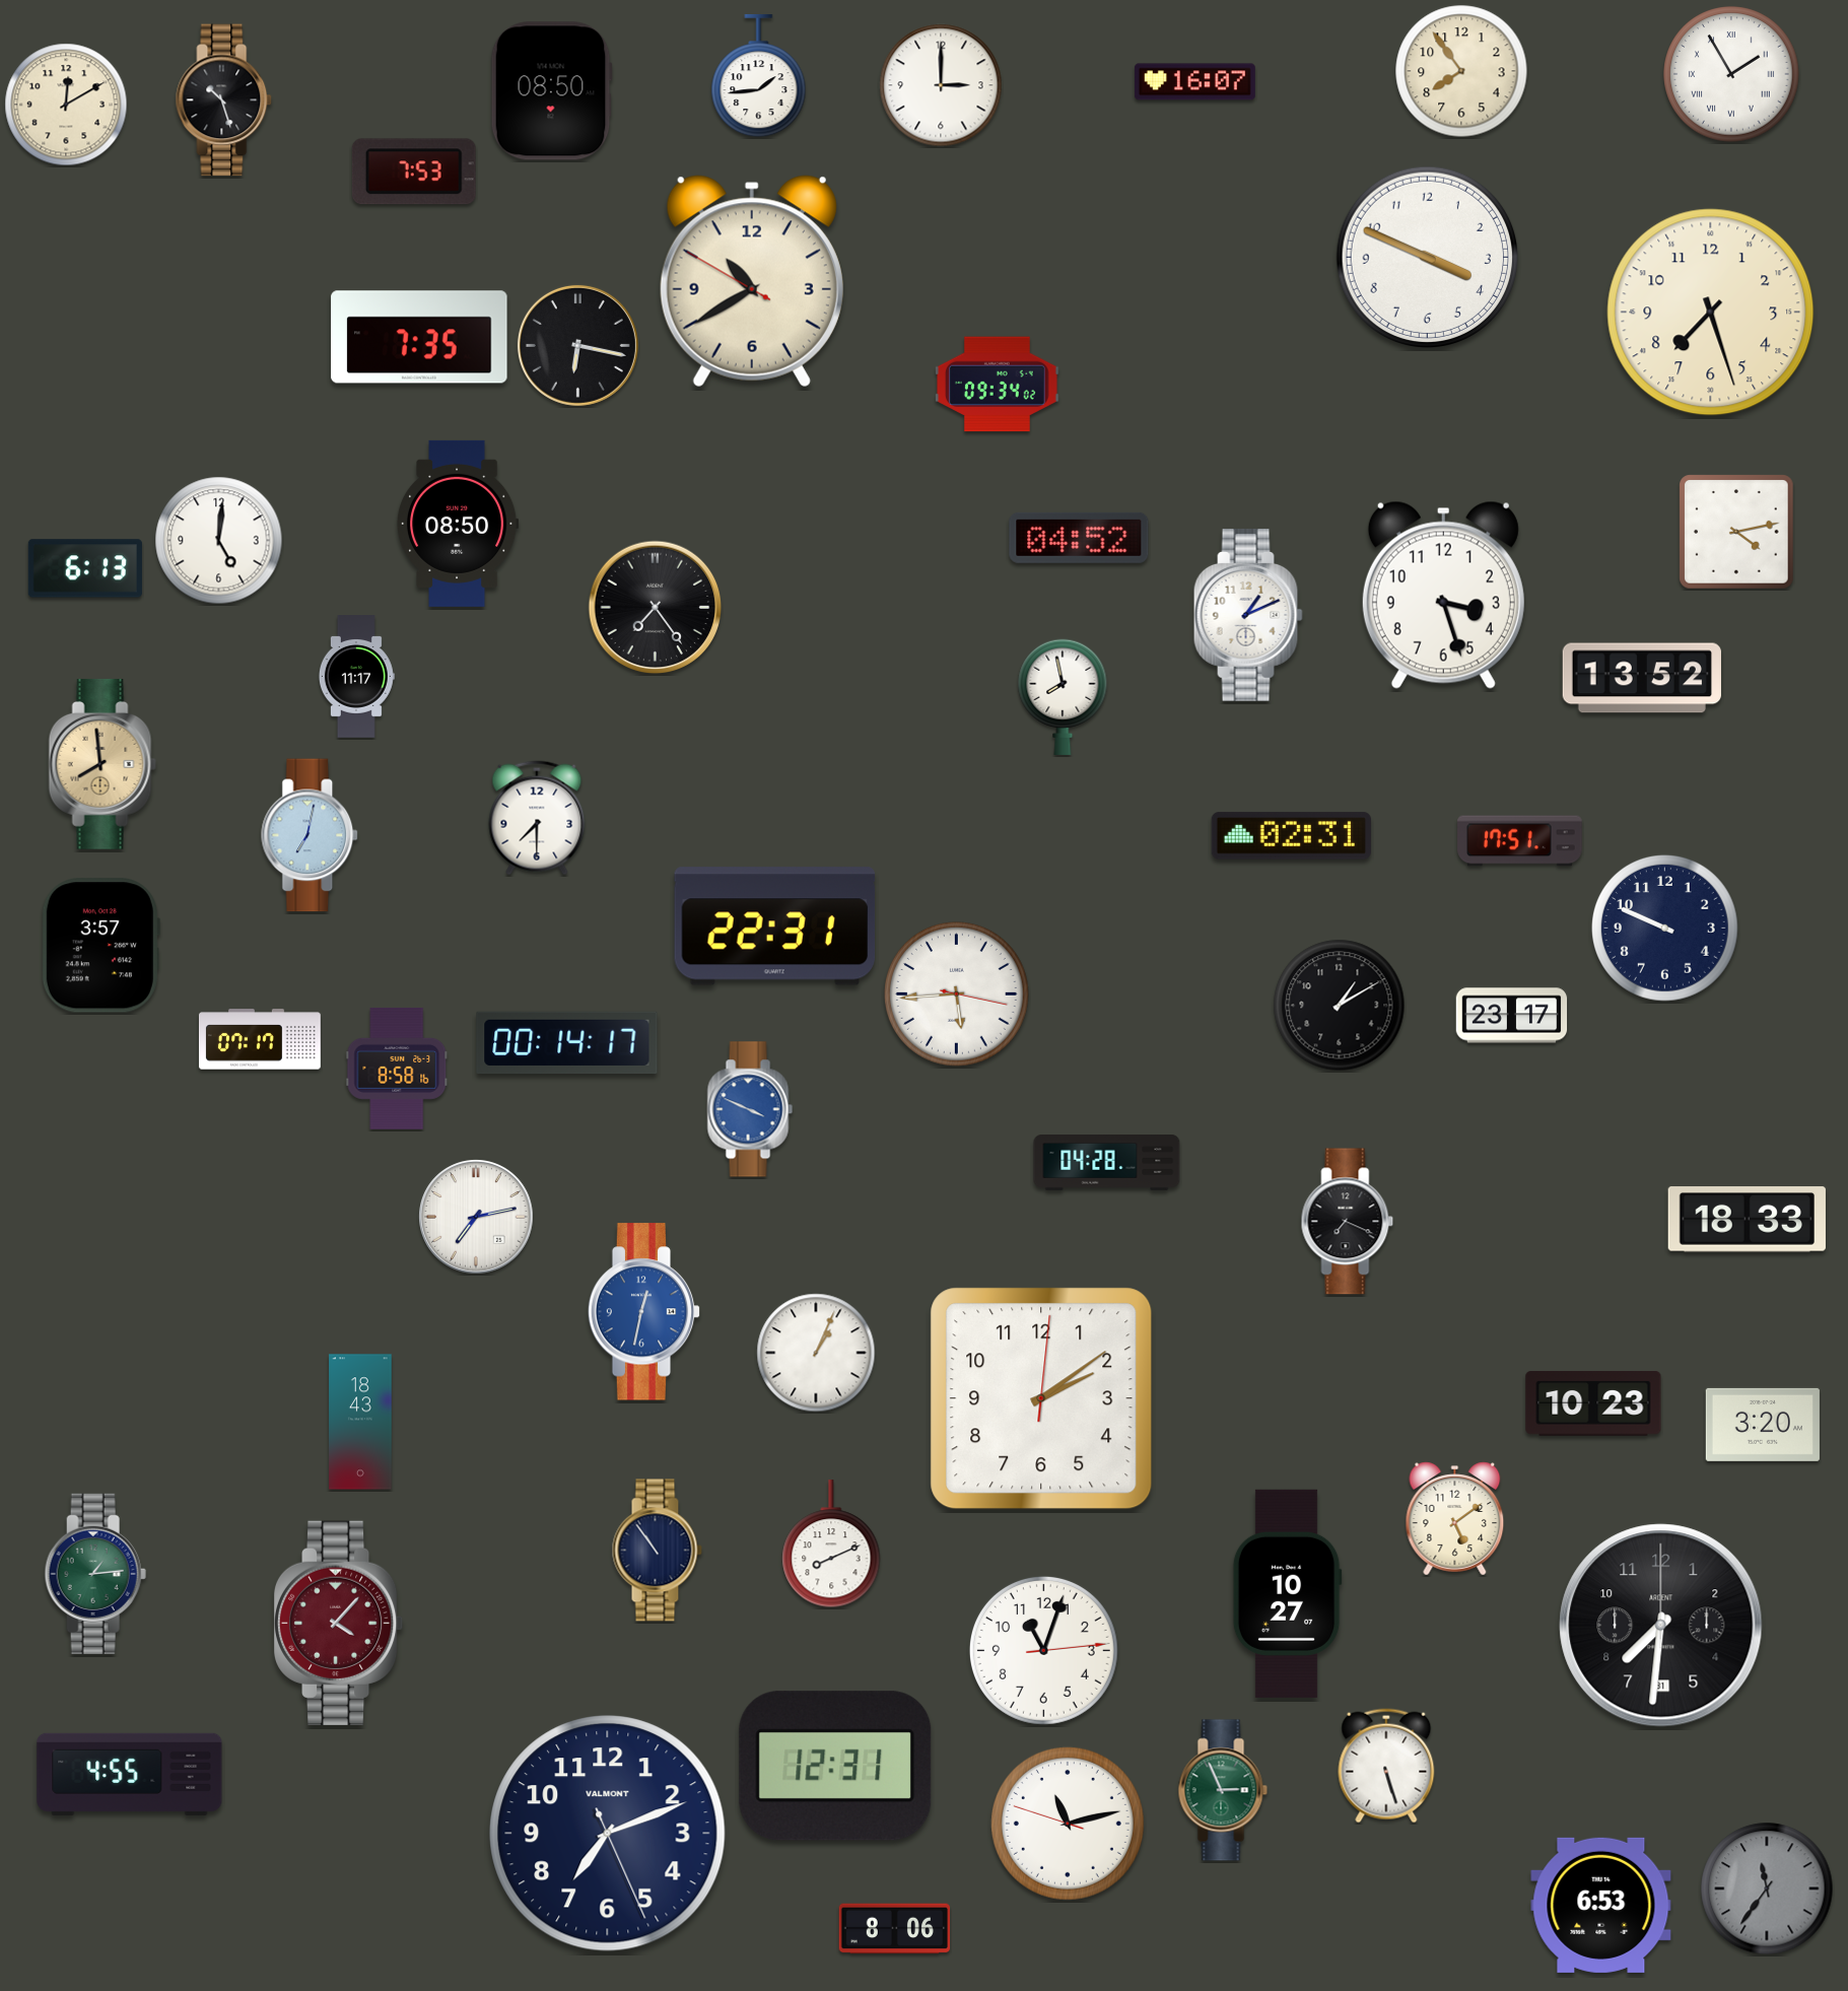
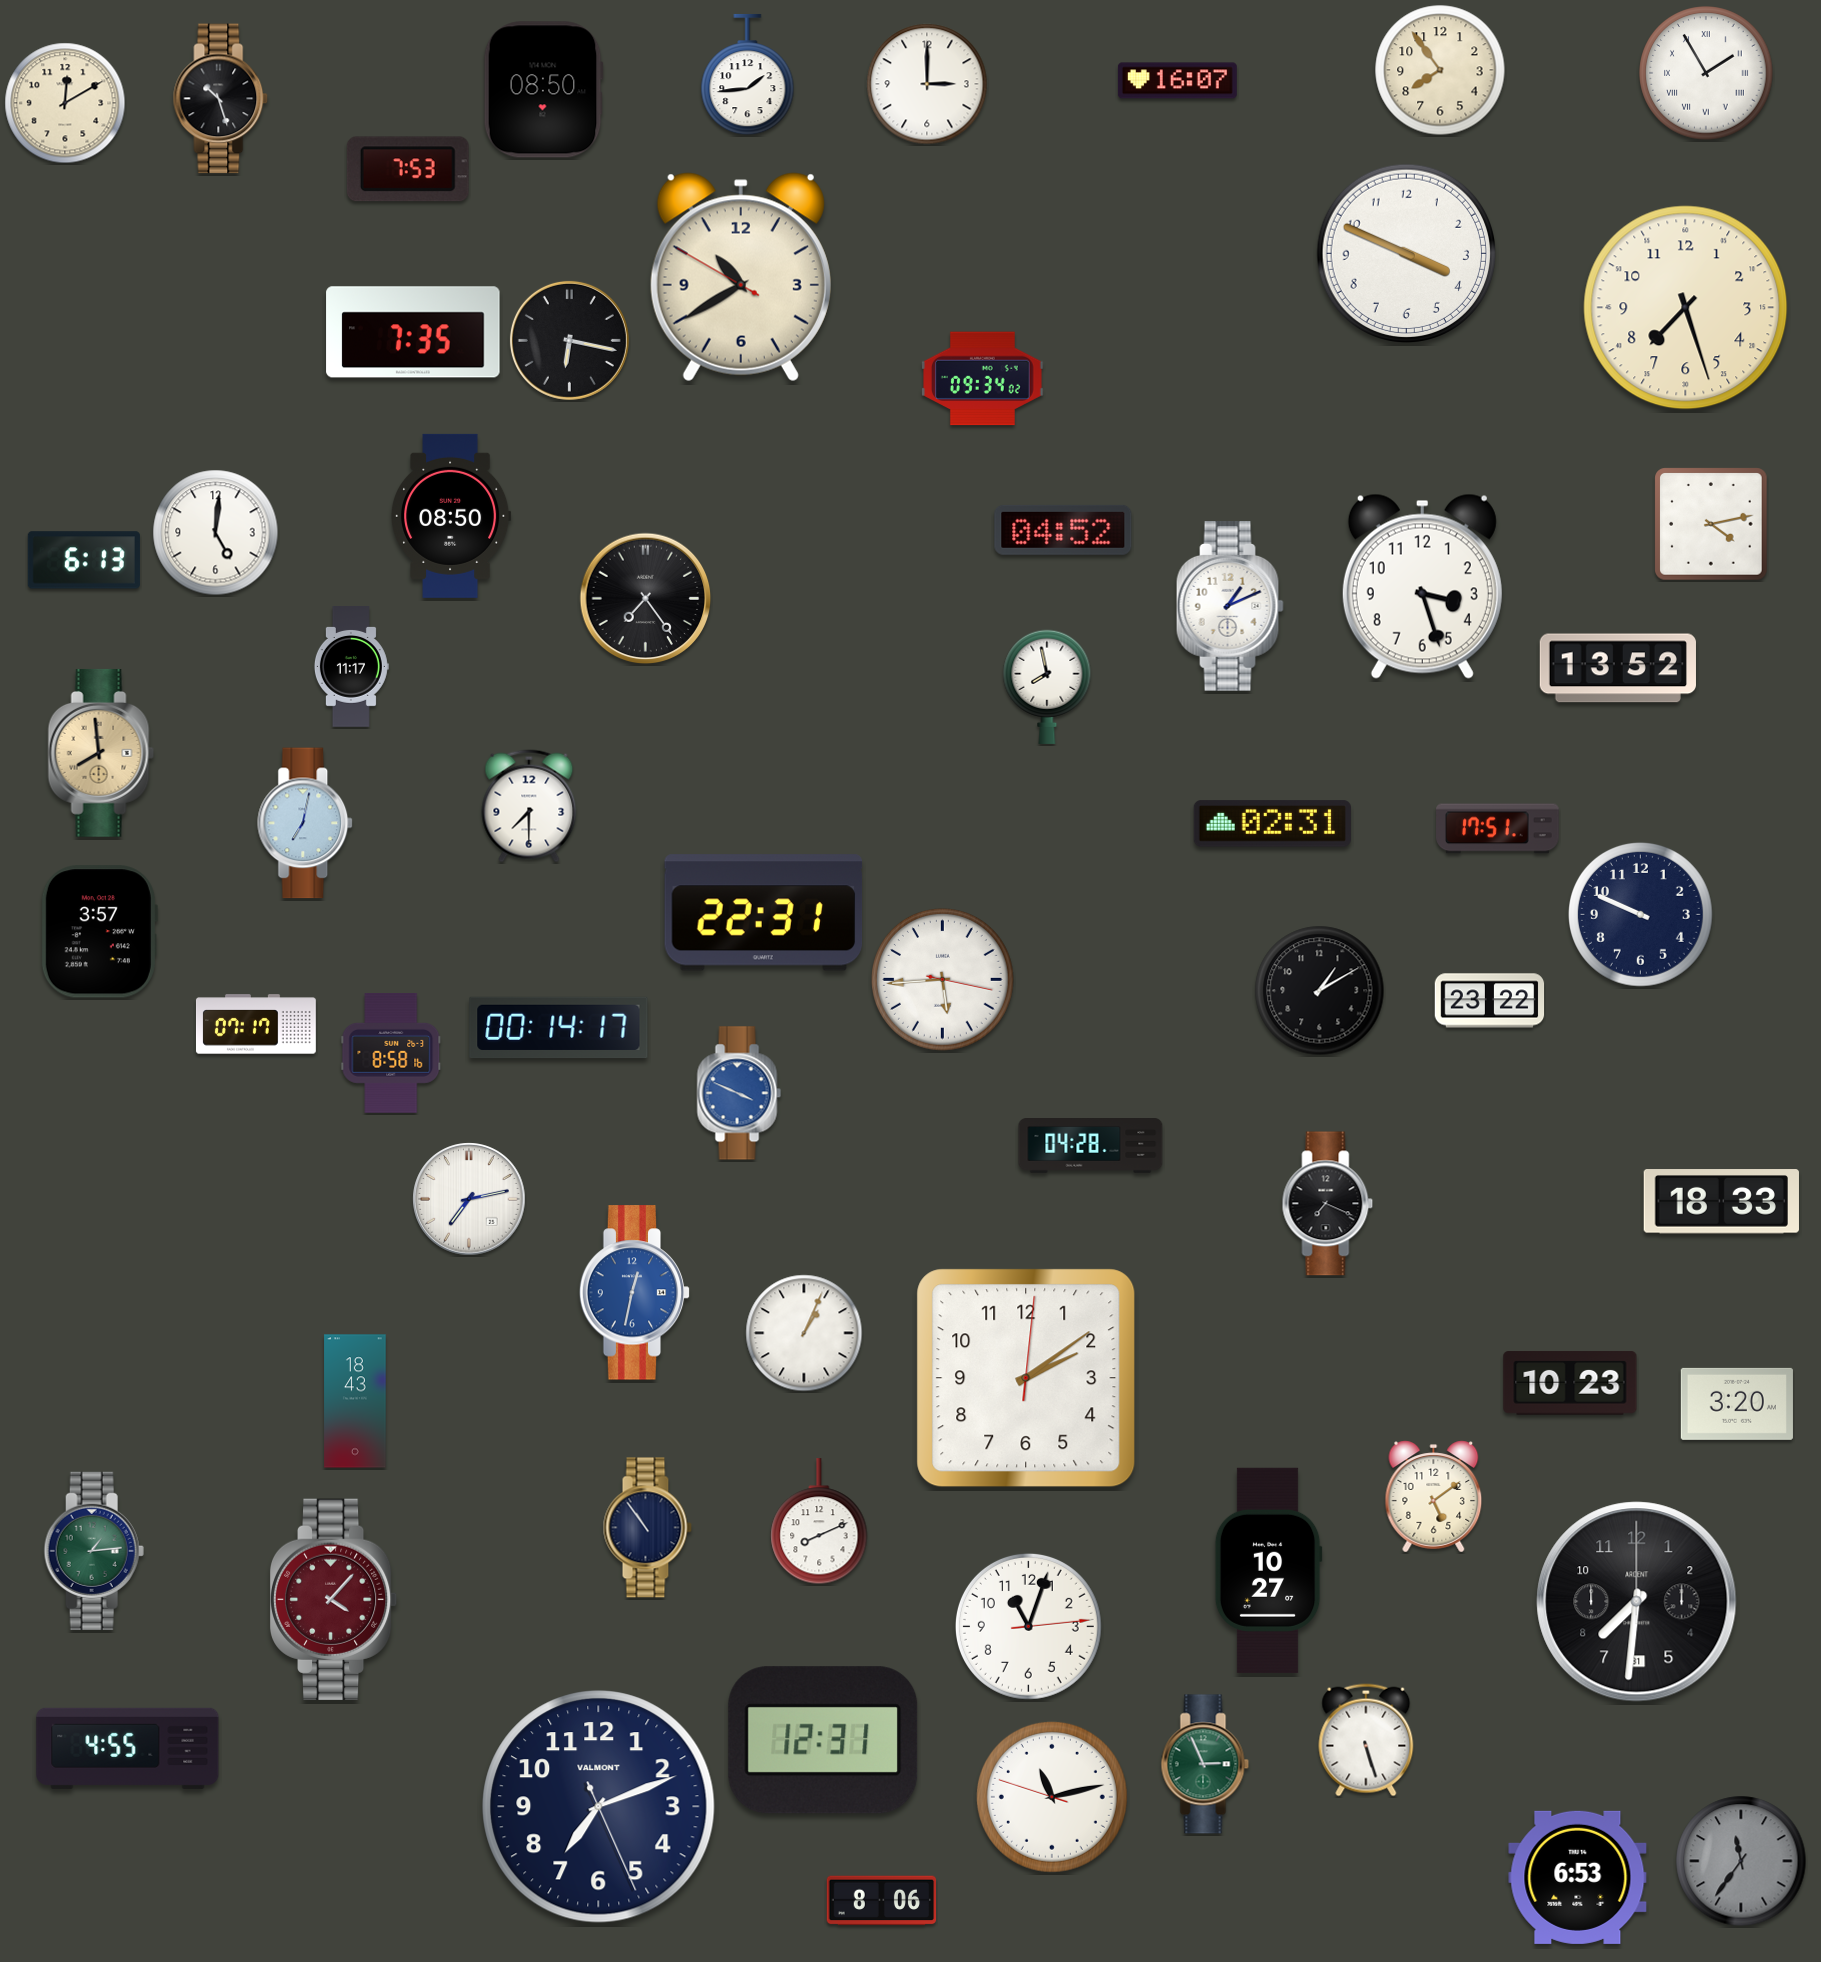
clock at (1512, 1016): 23:17 -> 23:22
